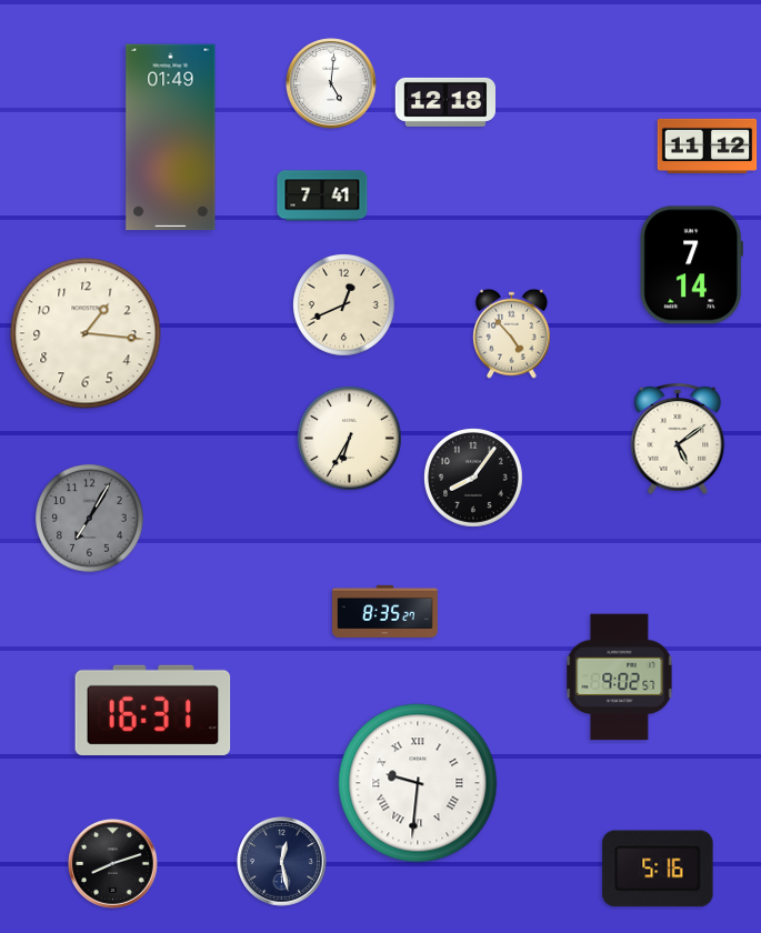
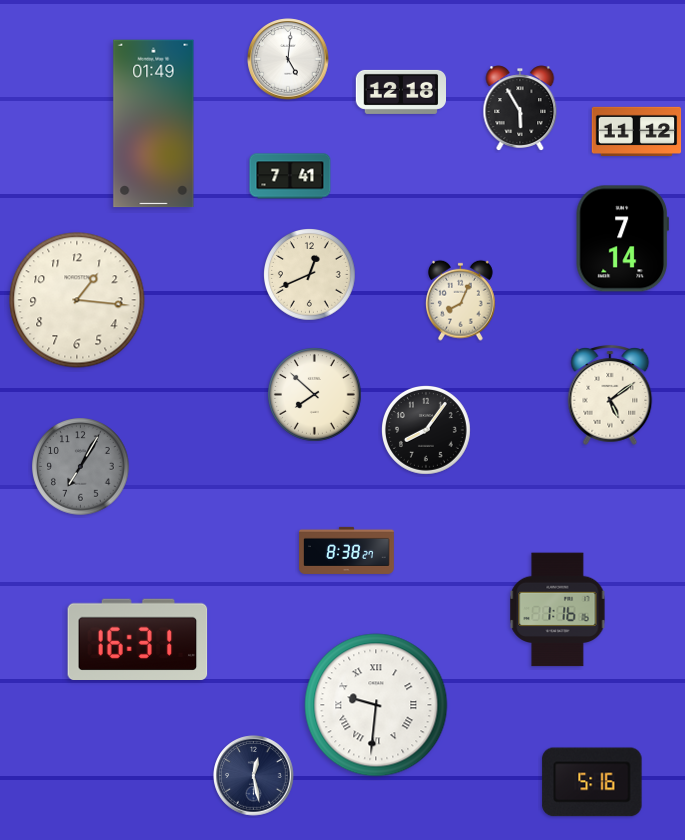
clock at (331, 83) position: (331, 83) -> (288, 59)
clock at (520, 108): none -> 5:55
clock at (512, 333): 4:53 -> 8:04
clock at (350, 439): 6:35 -> 7:52
clock at (385, 611): 8:35 -> 8:38
clock at (620, 678): 9:02 -> 1:16
clock at (113, 864): 8:12 -> none
